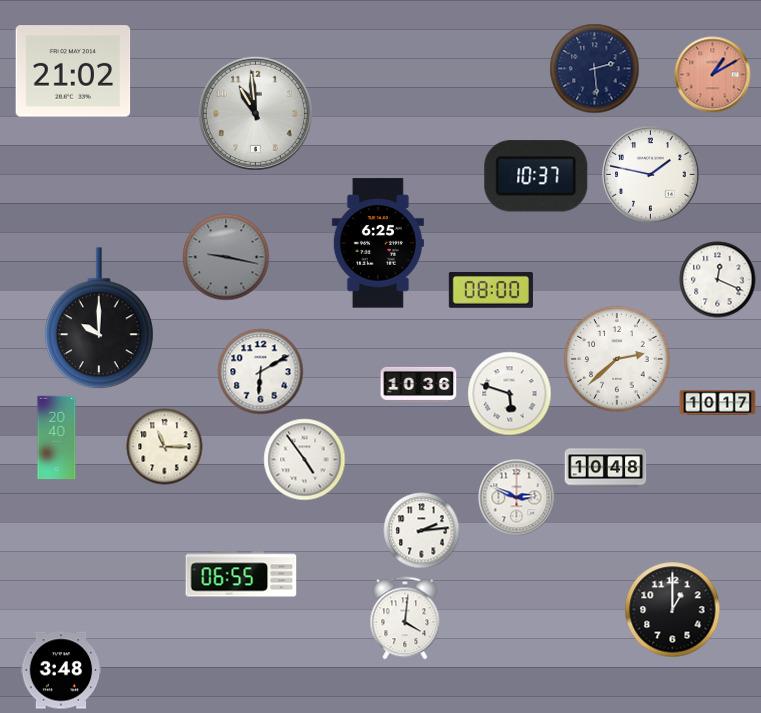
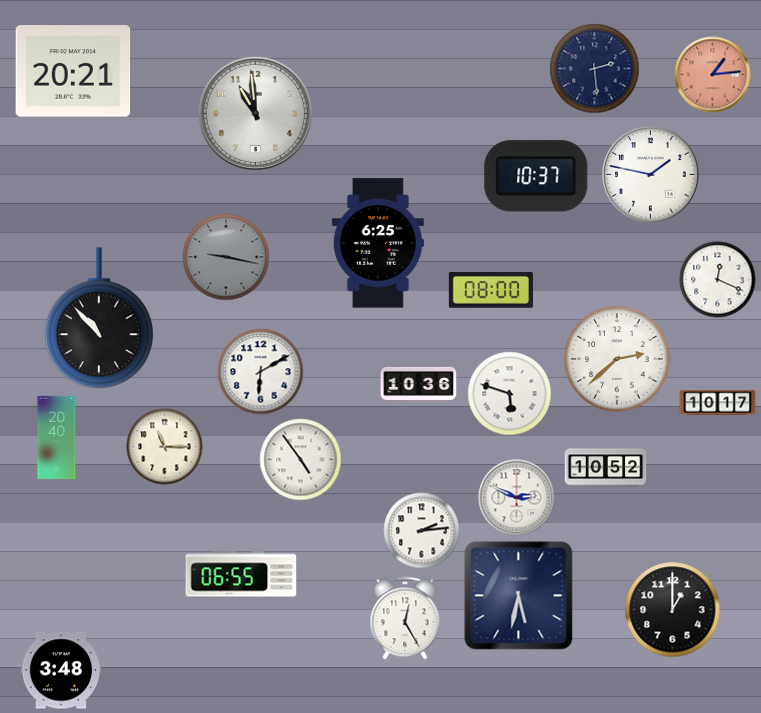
clock at (73, 71): 21:02 -> 20:21
clock at (713, 75): 1:10 -> 1:14
clock at (99, 319): 10:00 -> 10:53
clock at (305, 460) position: (305, 460) -> (301, 460)
clock at (606, 468): 10:48 -> 10:52
clock at (519, 596): none -> 5:32
clock at (405, 618): 4:01 -> 12:25
